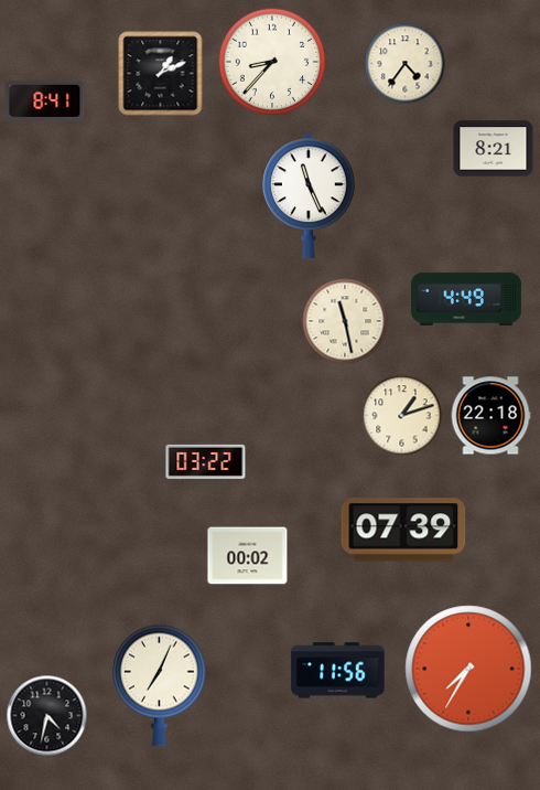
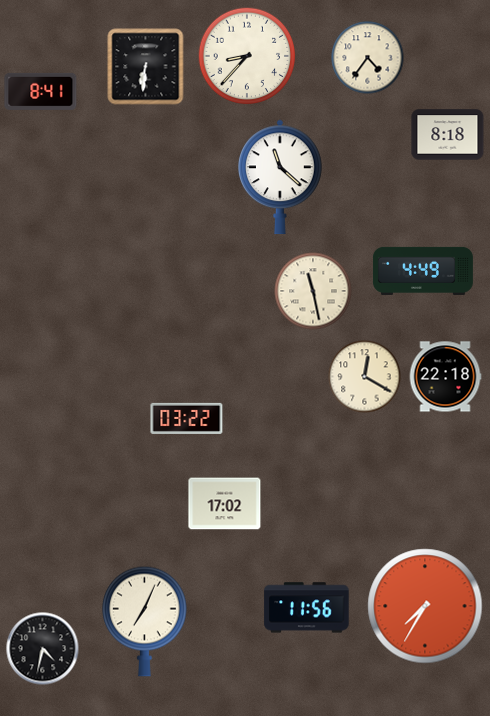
clock at (161, 74): 1:11 -> 6:31
clock at (494, 149): 8:21 -> 8:18
clock at (310, 195): 11:26 -> 11:22
clock at (402, 416): 1:12 -> 12:20
clock at (403, 530): 07:39 -> none
clock at (248, 556): 00:02 -> 17:02
